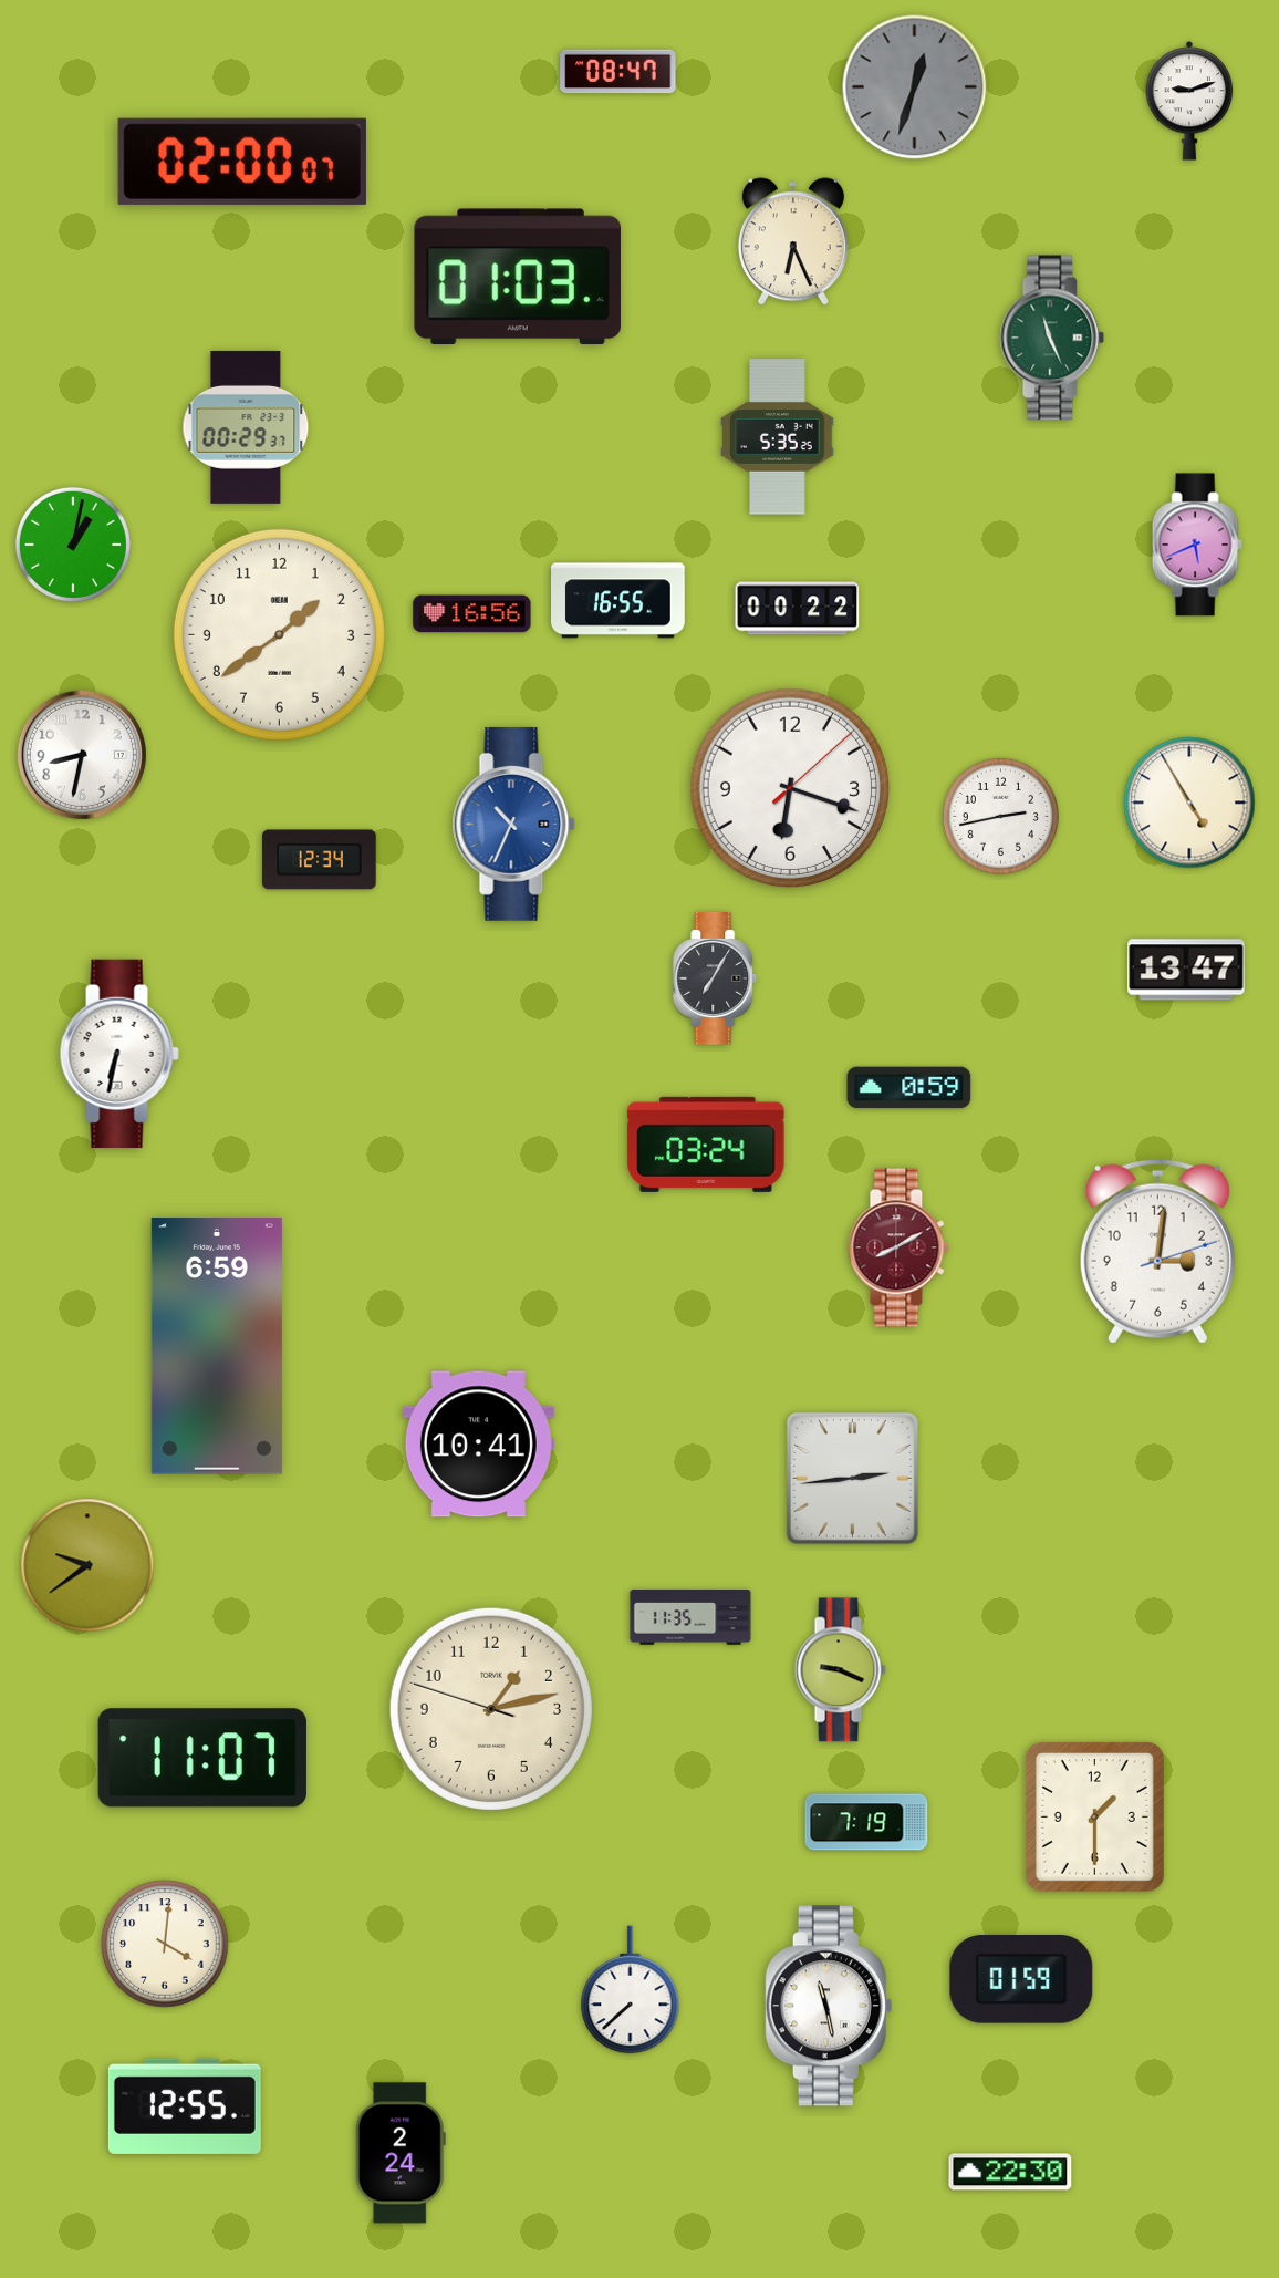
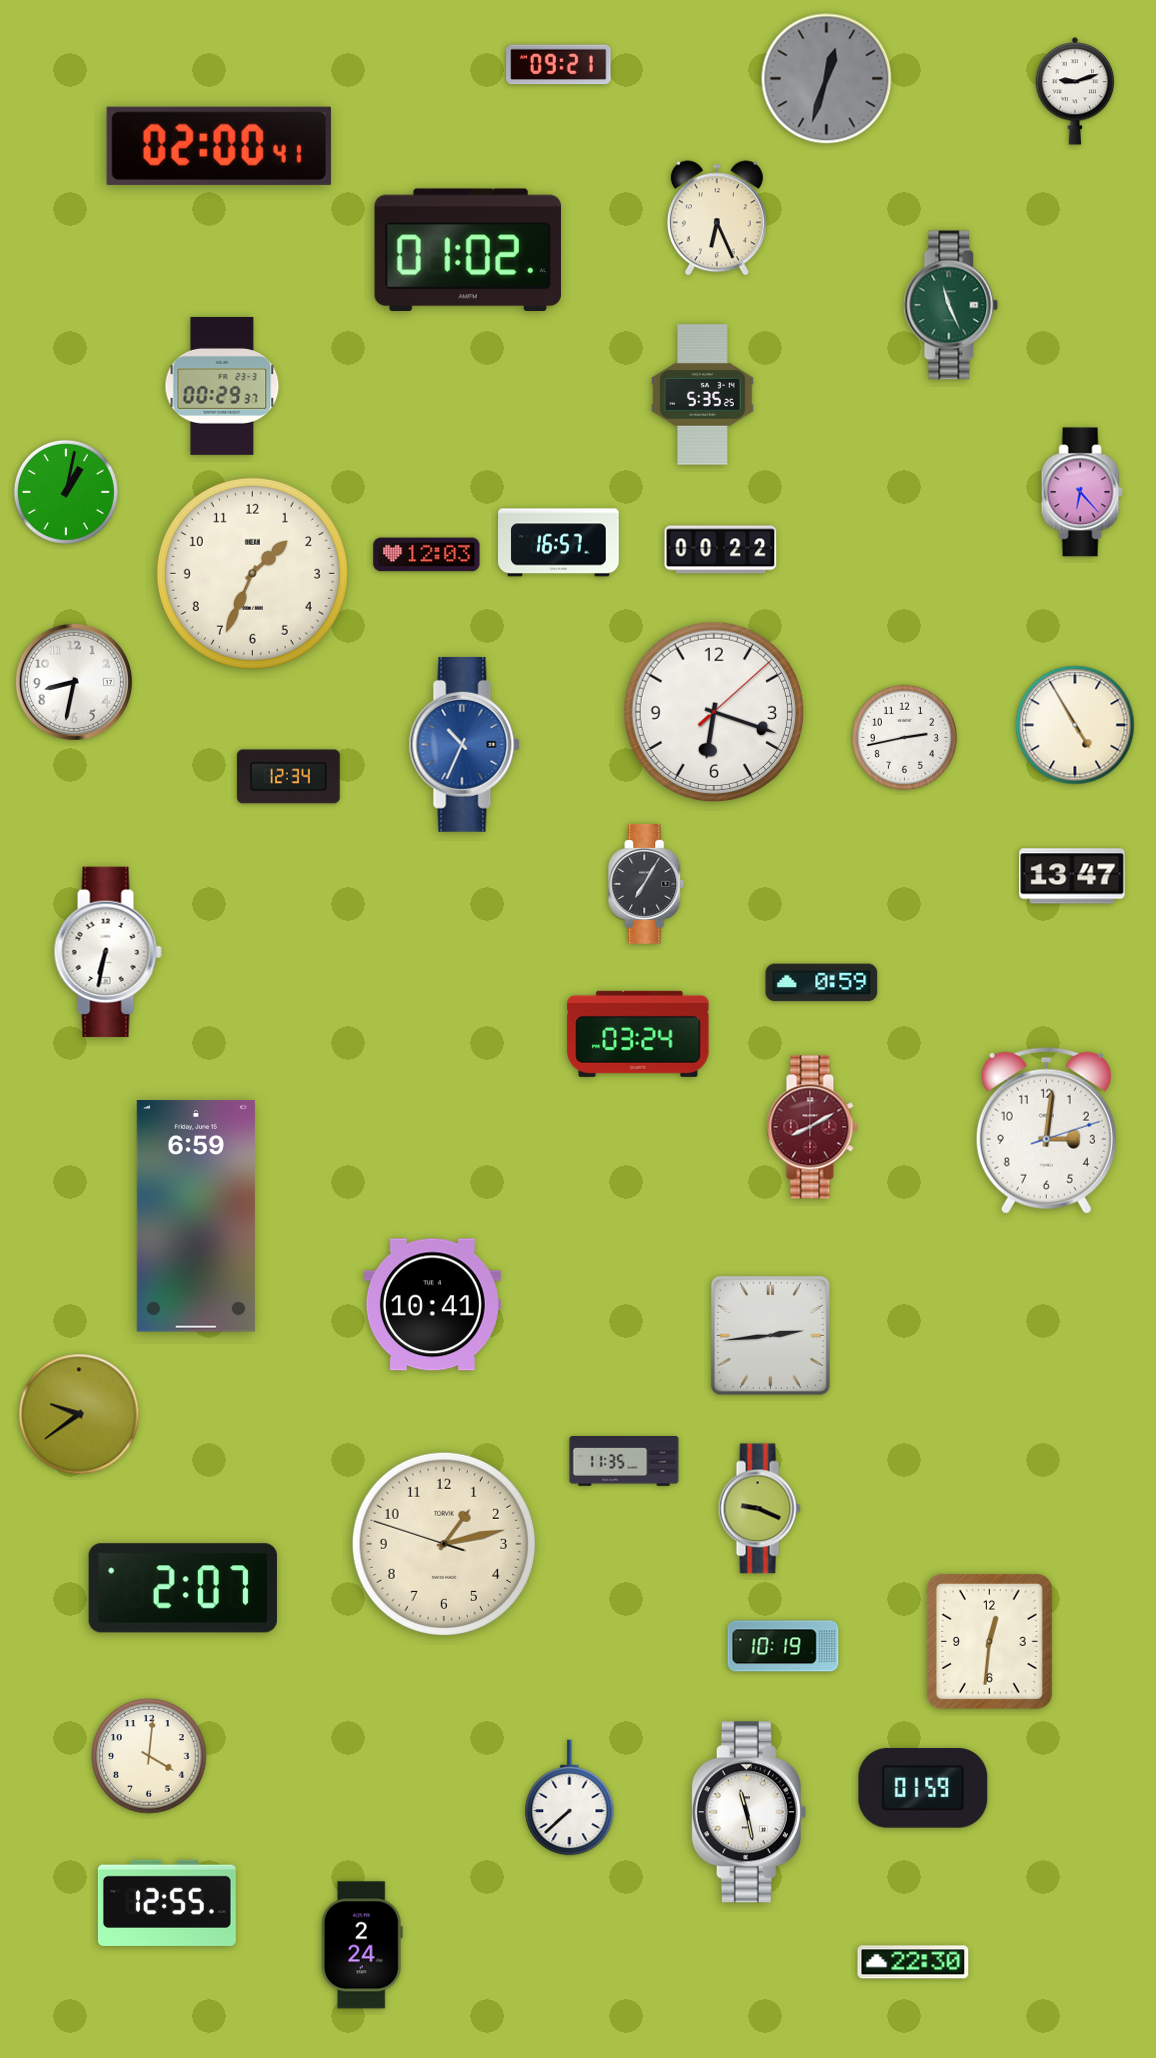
clock at (618, 72): 08:47 -> 09:21
clock at (242, 162): 02:00:07 -> 02:00:41
clock at (518, 276): 01:03 -> 01:02
clock at (1197, 545): 5:41 -> 6:23
clock at (618, 601): 16:55 -> 16:57
clock at (472, 614): 16:56 -> 12:03
clock at (279, 634): 1:39 -> 1:34
clock at (202, 1758): 11:07 -> 2:07
clock at (1094, 1816): 1:30 -> 12:31
clock at (866, 1822): 7:19 -> 10:19
